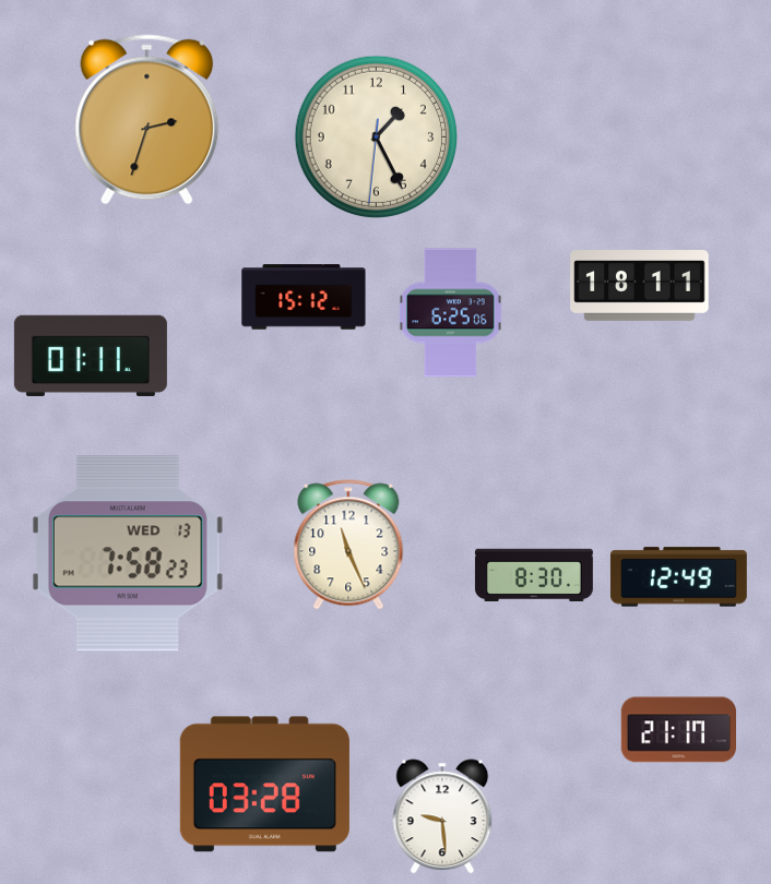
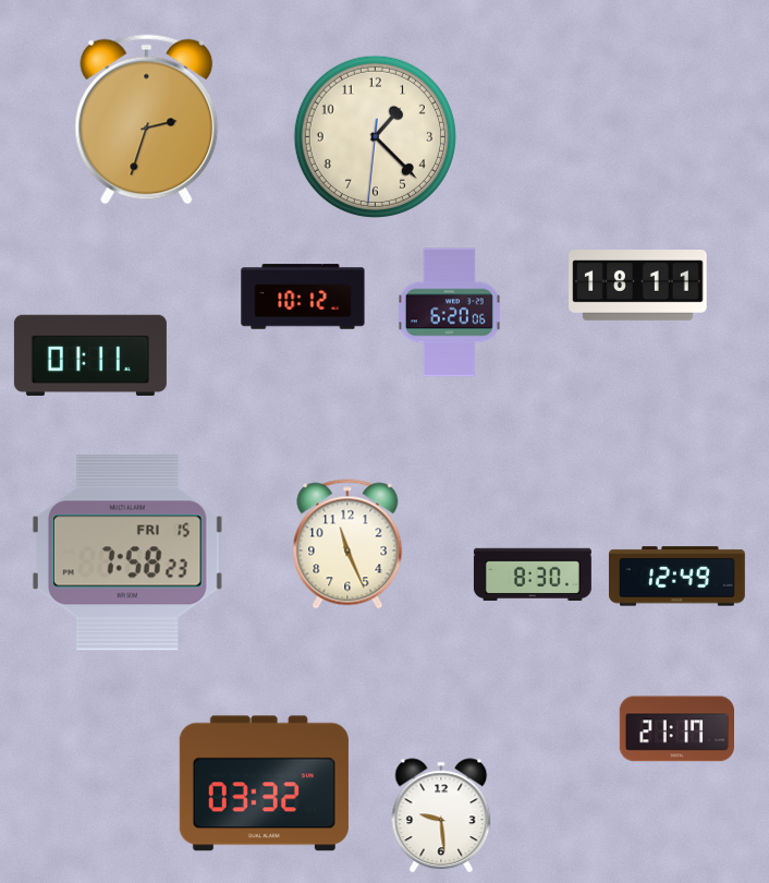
clock at (376, 136): 1:25 -> 1:22
clock at (304, 297): 15:12 -> 10:12
clock at (450, 313): 6:25 -> 6:20
clock at (128, 553) date: WED 13 -> FRI 15
clock at (264, 785): 03:28 -> 03:32
